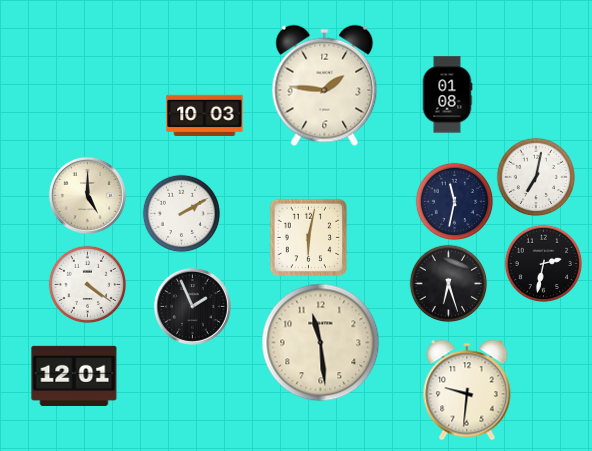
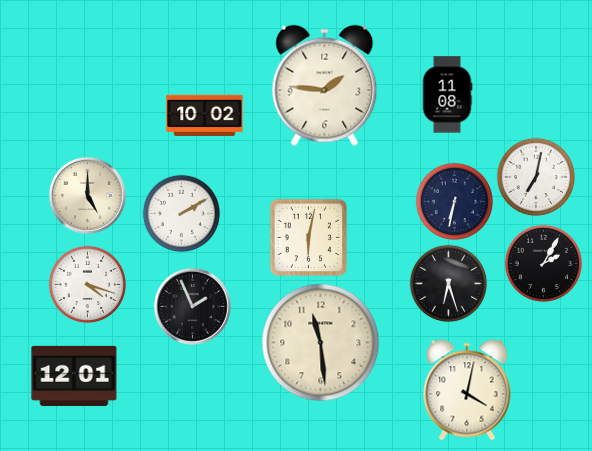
clock at (447, 95): 01:08 -> 11:08
clock at (205, 115): 10:03 -> 10:02
clock at (454, 201): 11:32 -> 6:32
clock at (543, 263): 2:32 -> 2:05
clock at (87, 284): 4:21 -> 4:18
clock at (467, 390): 9:31 -> 4:02
